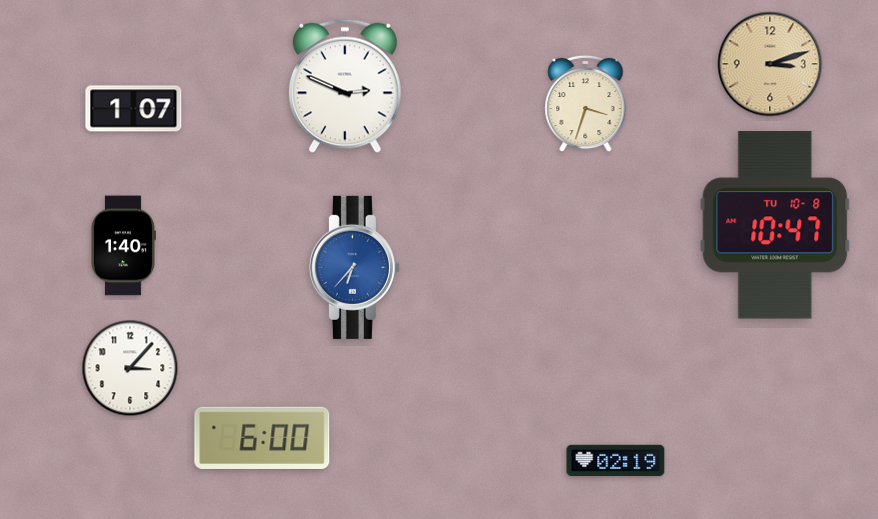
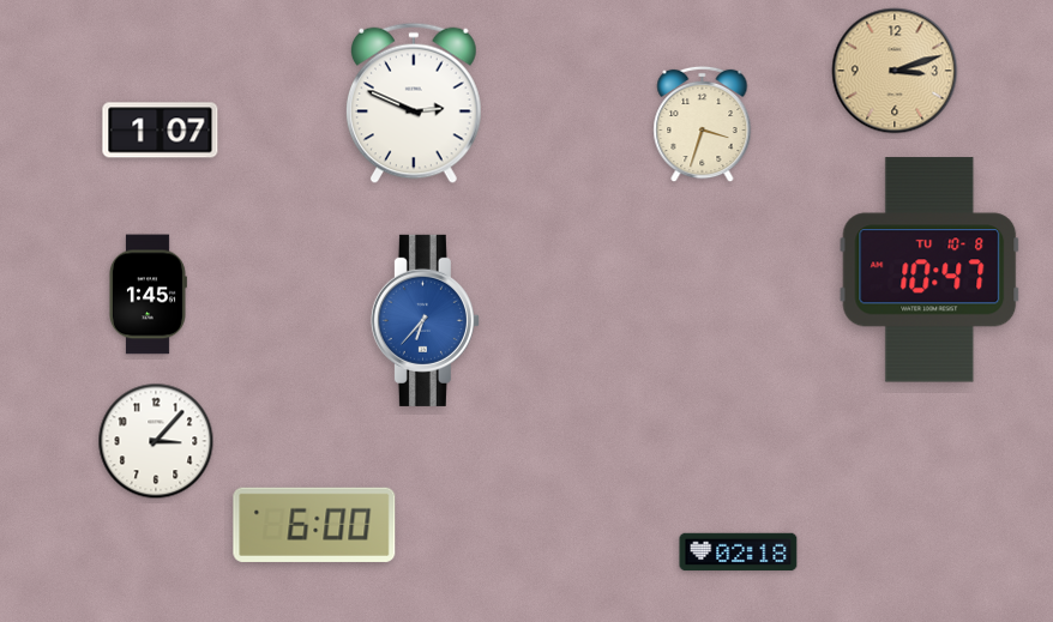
clock at (770, 64) position: (770, 64) -> (895, 71)
clock at (123, 246): 1:40 -> 1:45
clock at (616, 461): 02:19 -> 02:18
